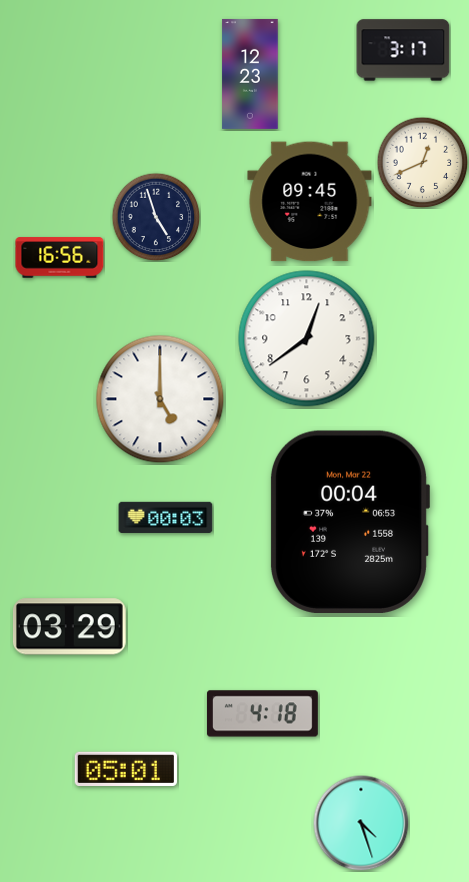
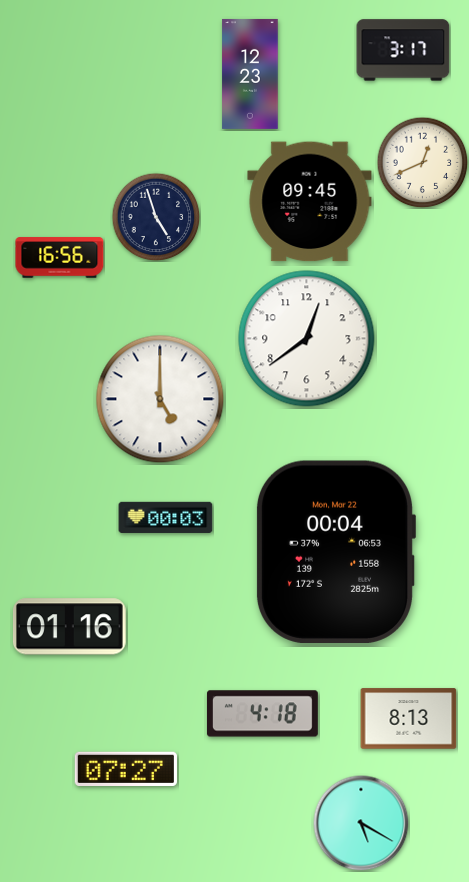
clock at (349, 521) position: (349, 521) -> (335, 551)
clock at (69, 627): 03:29 -> 01:16
clock at (409, 719): none -> 8:13
clock at (126, 768): 05:01 -> 07:27
clock at (361, 823): 4:27 -> 5:20
